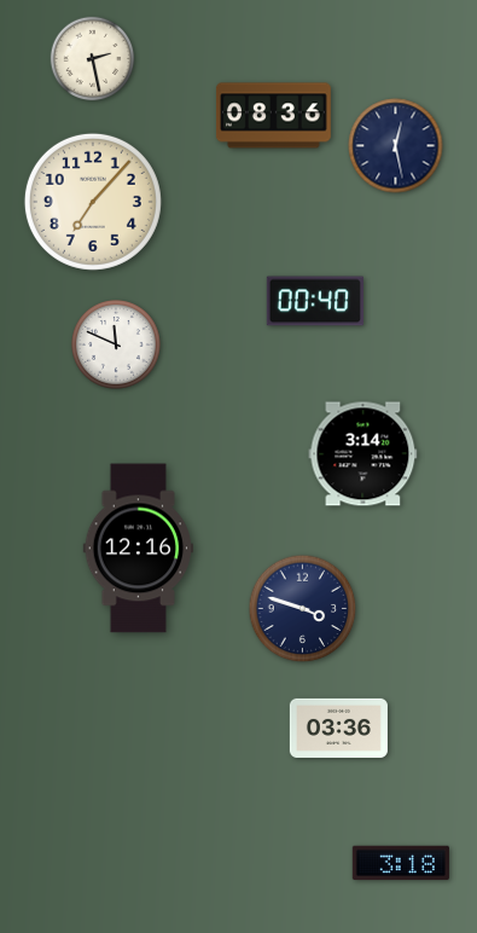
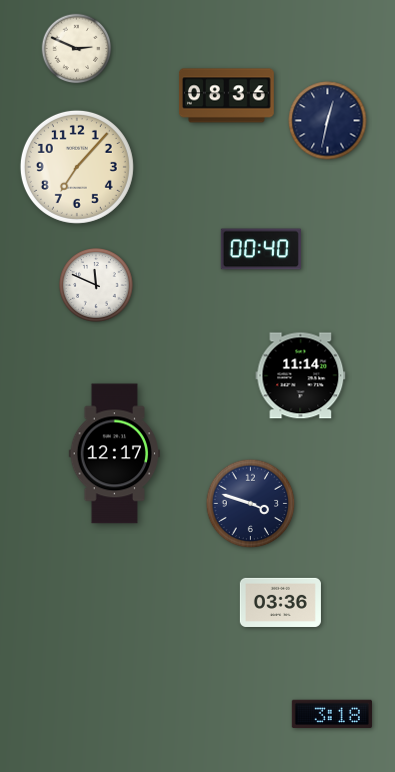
clock at (93, 59): 2:28 -> 2:49
clock at (396, 146): 12:28 -> 12:32
clock at (363, 454): 3:14 -> 11:14
clock at (139, 549): 12:16 -> 12:17
